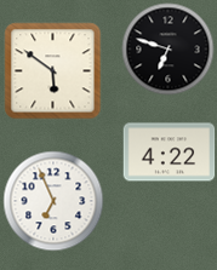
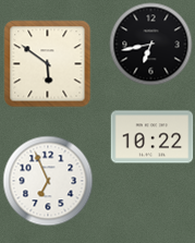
clock at (169, 50): 6:48 -> 6:43
clock at (170, 153): 4:22 -> 10:22
